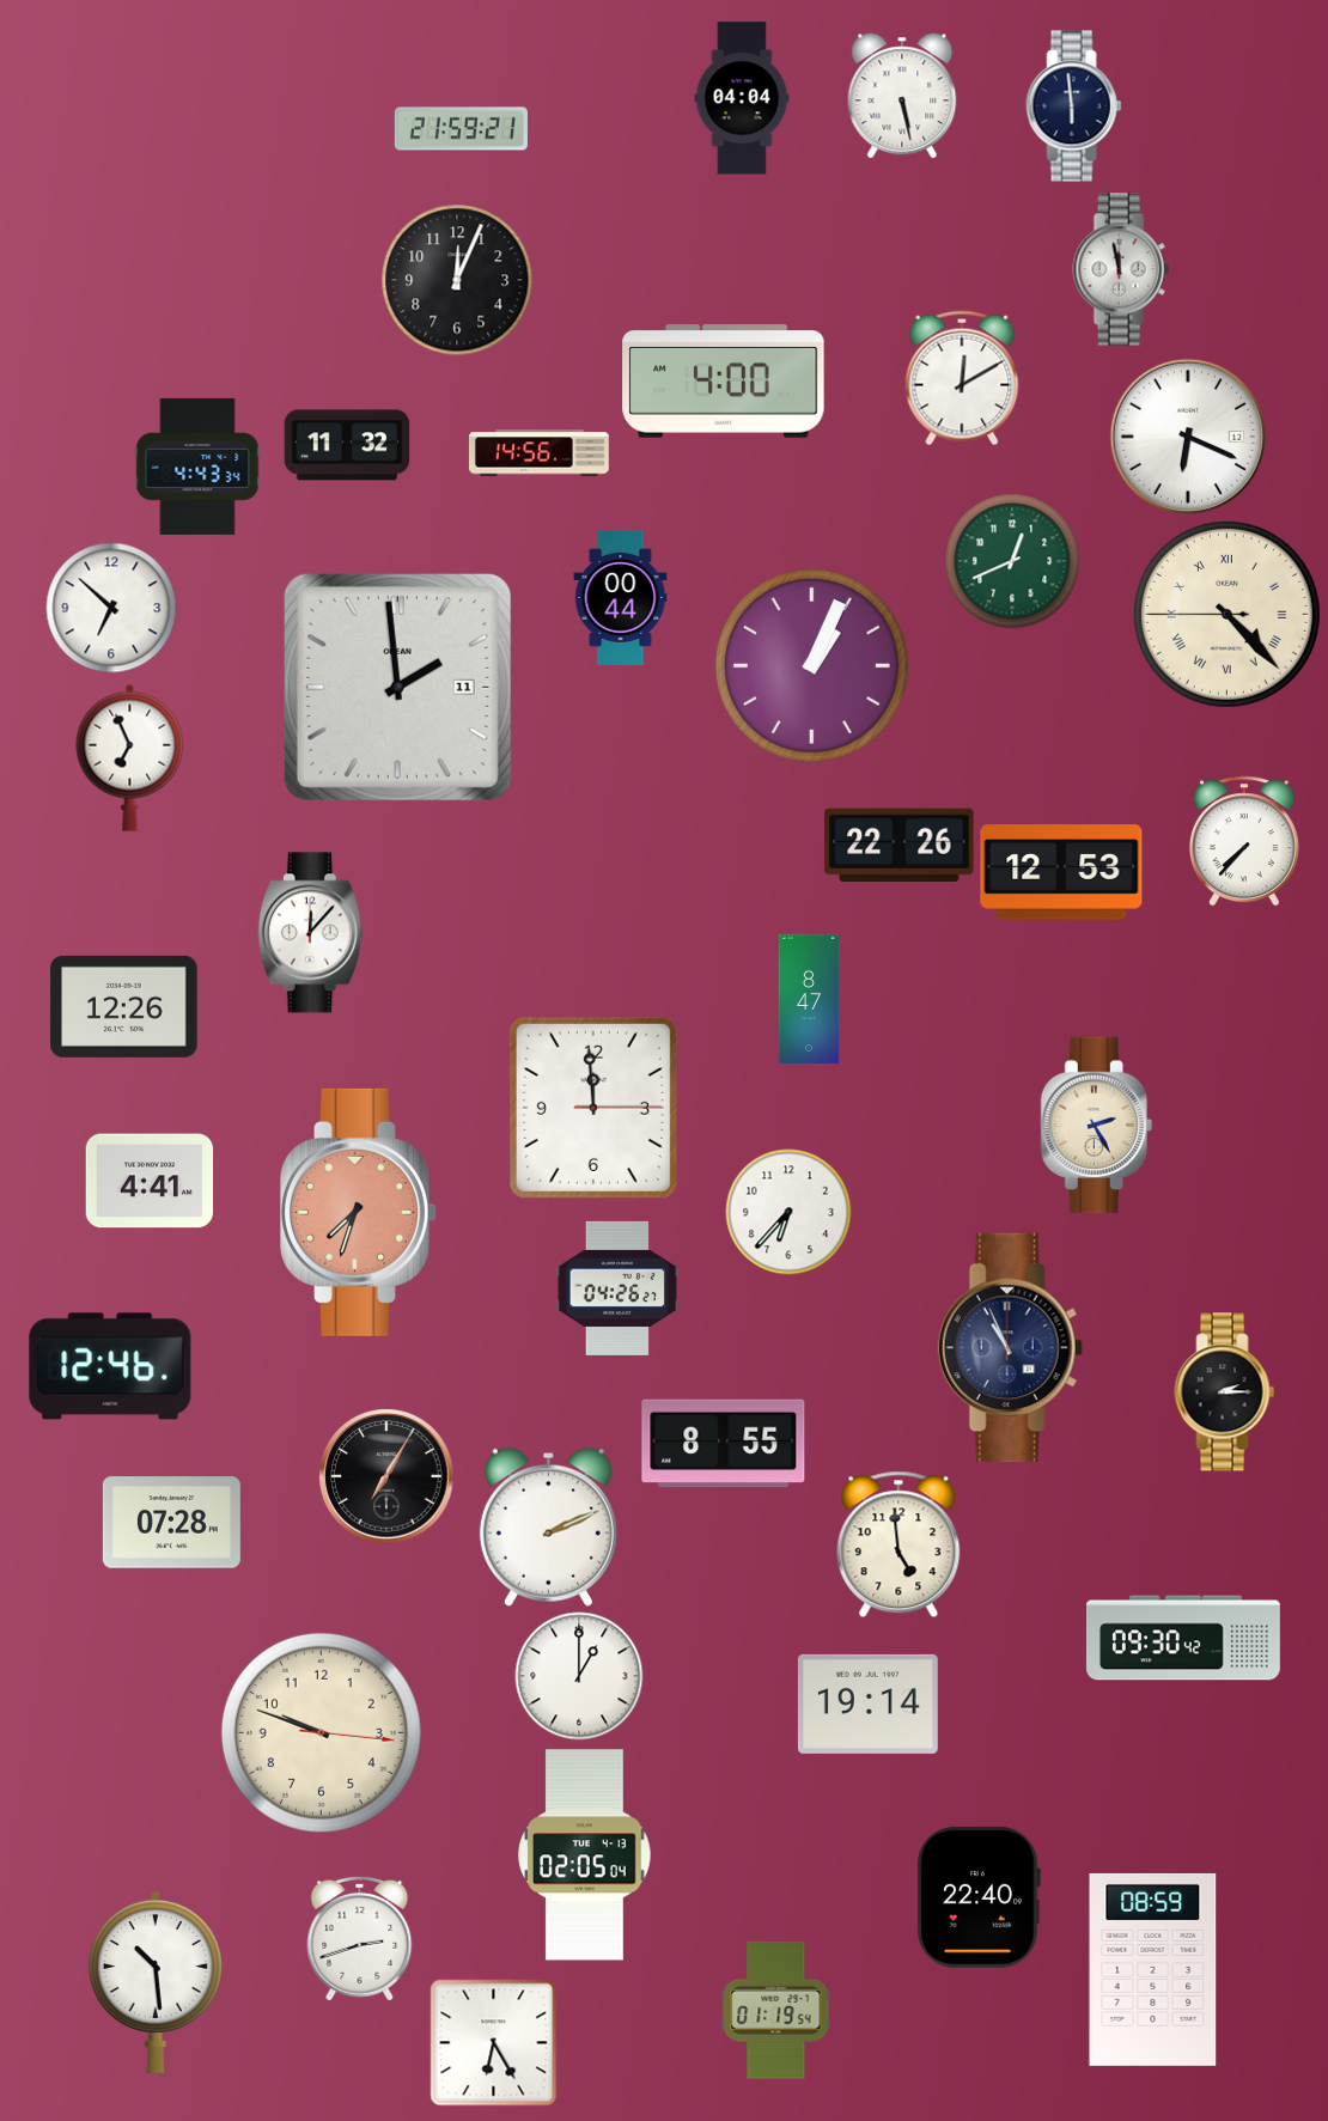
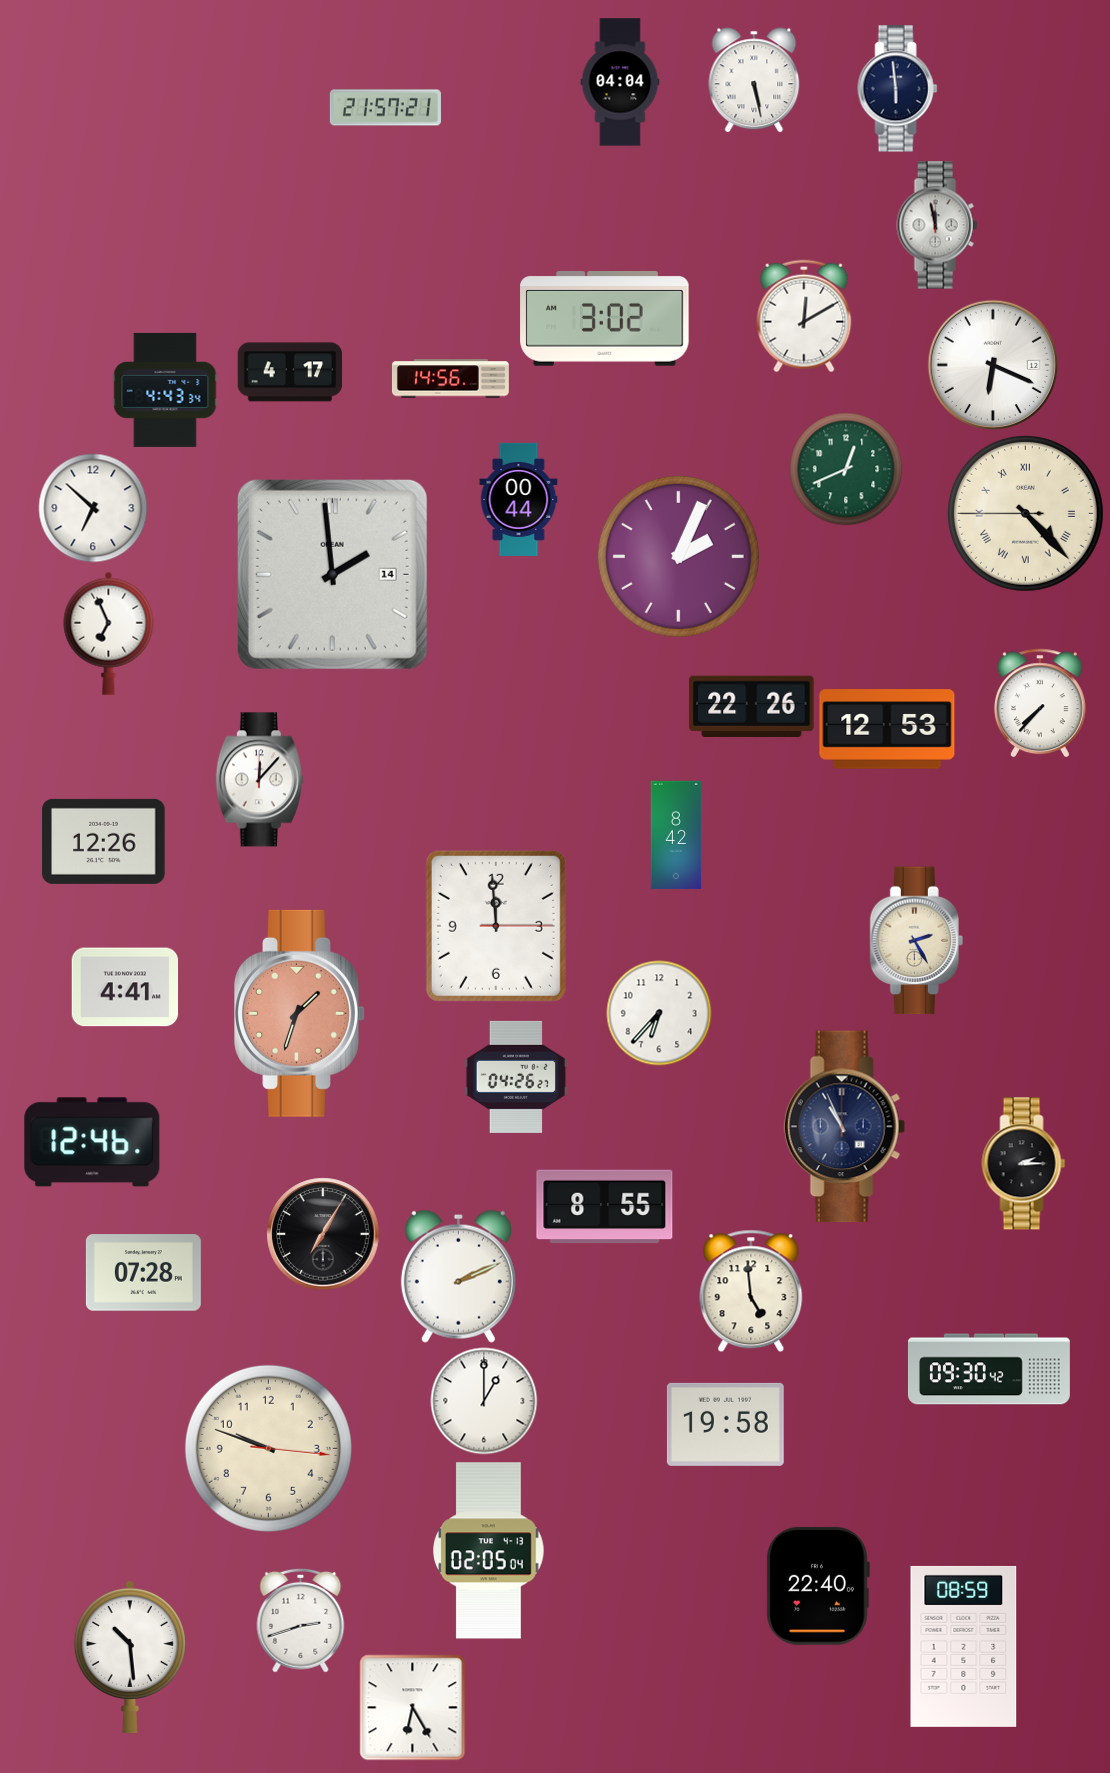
clock at (461, 129): 21:59 -> 21:57
clock at (457, 280): 12:04 -> none
clock at (724, 382): 4:00 -> 3:02
clock at (347, 445): 11:32 -> 4:17
clock at (811, 665): 1:04 -> 2:04
clock at (397, 687) date: 11 -> 14
clock at (809, 999): 8:47 -> 8:42
clock at (359, 1212): 7:33 -> 1:33
clock at (867, 1703): 19:14 -> 19:58
clock at (776, 2010): 01:19 -> none
